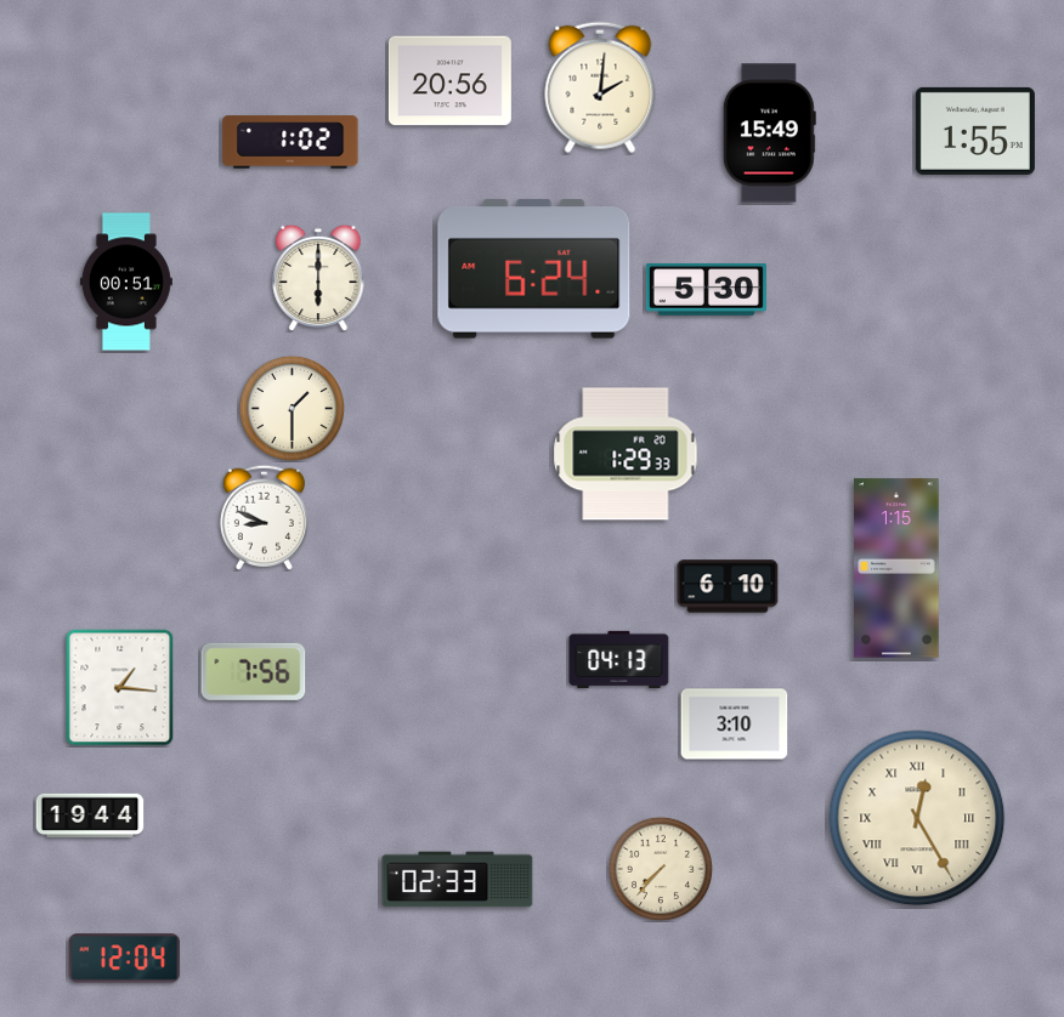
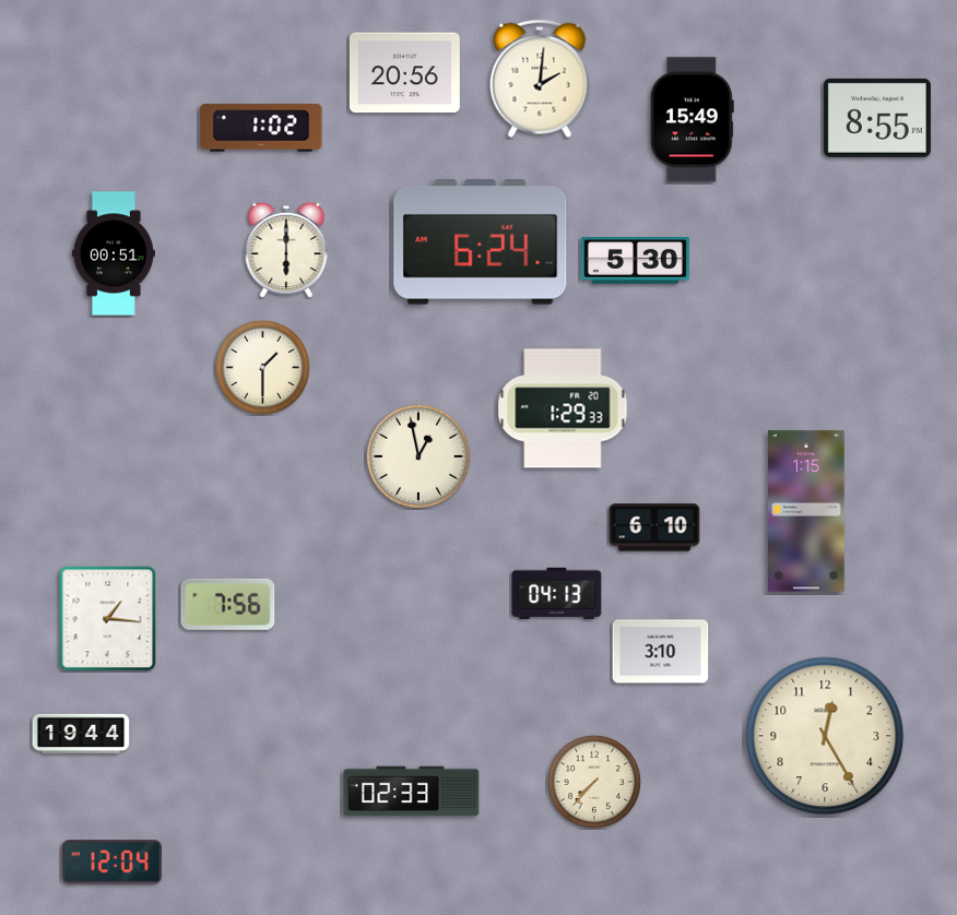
clock at (975, 131): 1:55 -> 8:55
clock at (418, 456): none -> 12:58
clock at (264, 517): 8:49 -> none
clock at (917, 818) numerals: Roman -> Arabic
